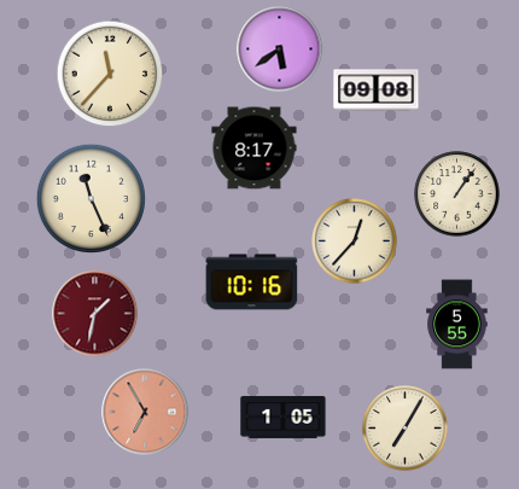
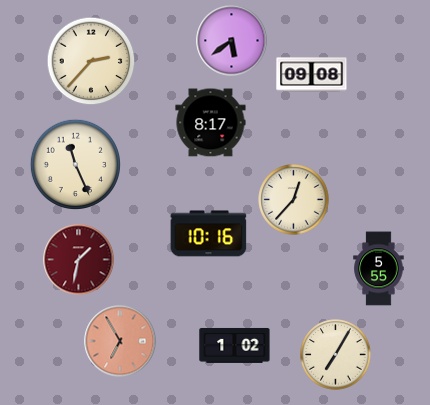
clock at (110, 74): 11:37 -> 2:37
clock at (457, 194): 1:06 -> none
clock at (284, 417): 1:05 -> 1:02
